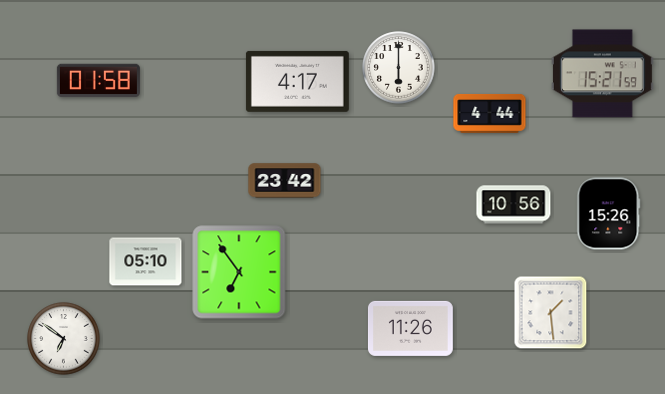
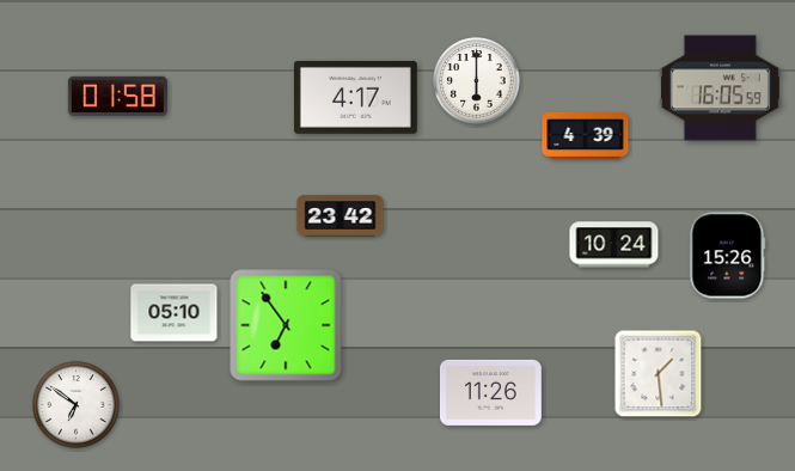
clock at (602, 74): 15:21 -> 16:05
clock at (490, 113): 4:44 -> 4:39
clock at (514, 205): 10:56 -> 10:24
